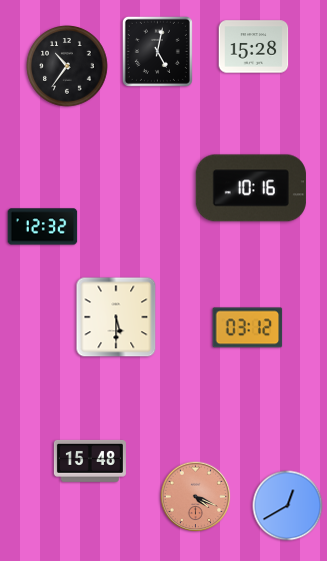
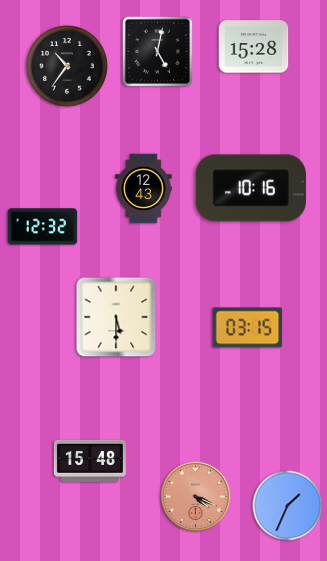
clock at (144, 189): none -> 12:43
clock at (248, 328): 03:12 -> 03:15
clock at (288, 506): 12:40 -> 1:34
